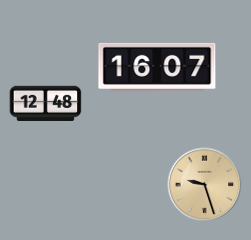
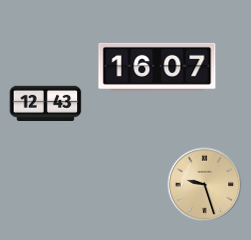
clock at (46, 103): 12:48 -> 12:43
